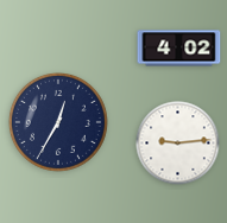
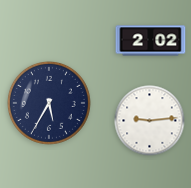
clock at (179, 49): 4:02 -> 2:02
clock at (58, 122): 12:35 -> 5:35
